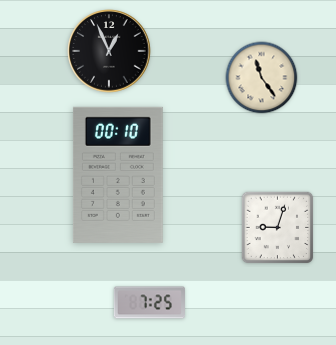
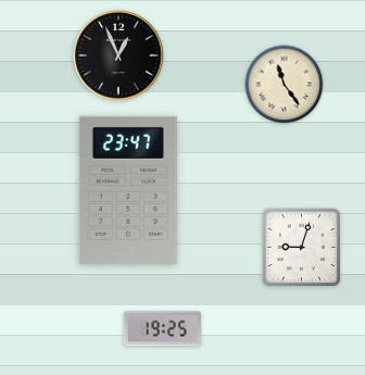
clock at (118, 175): 00:10 -> 23:47
clock at (149, 303): 7:25 -> 19:25
